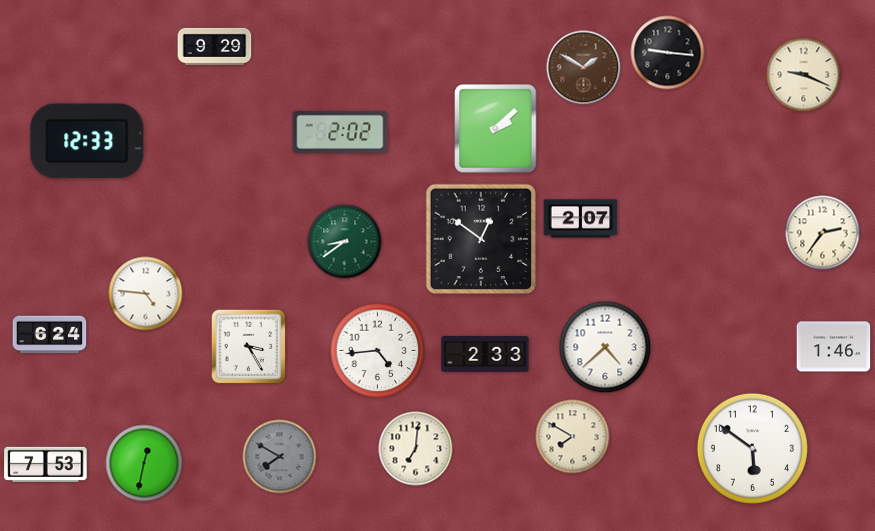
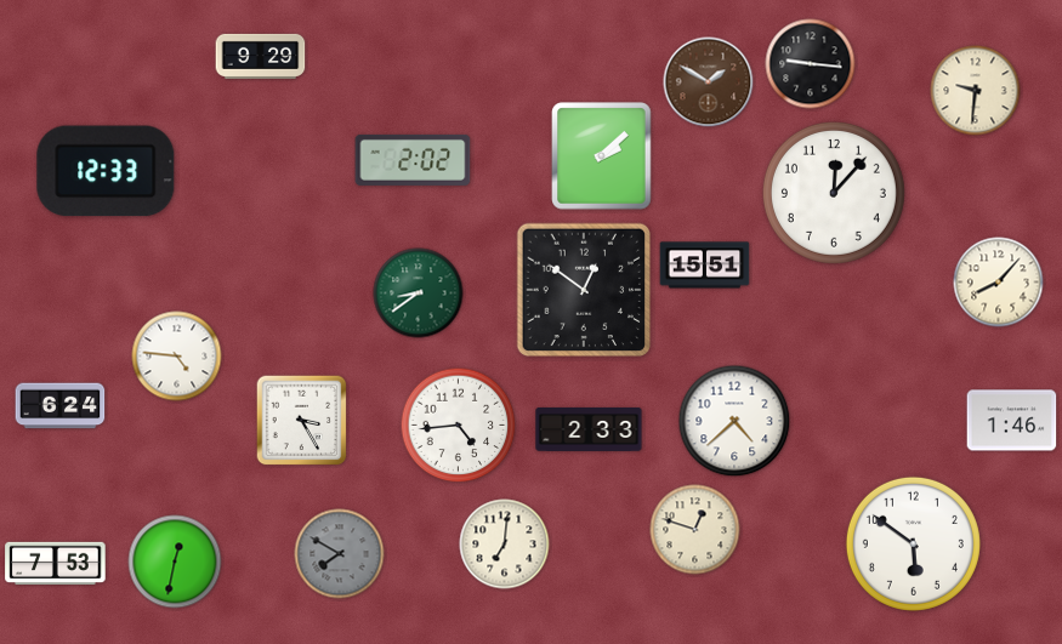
clock at (804, 75): 9:19 -> 9:31
clock at (834, 193): none -> 12:07
clock at (581, 219): 2:07 -> 15:51
clock at (823, 233): 2:36 -> 8:07
clock at (573, 437): 7:50 -> 12:48
